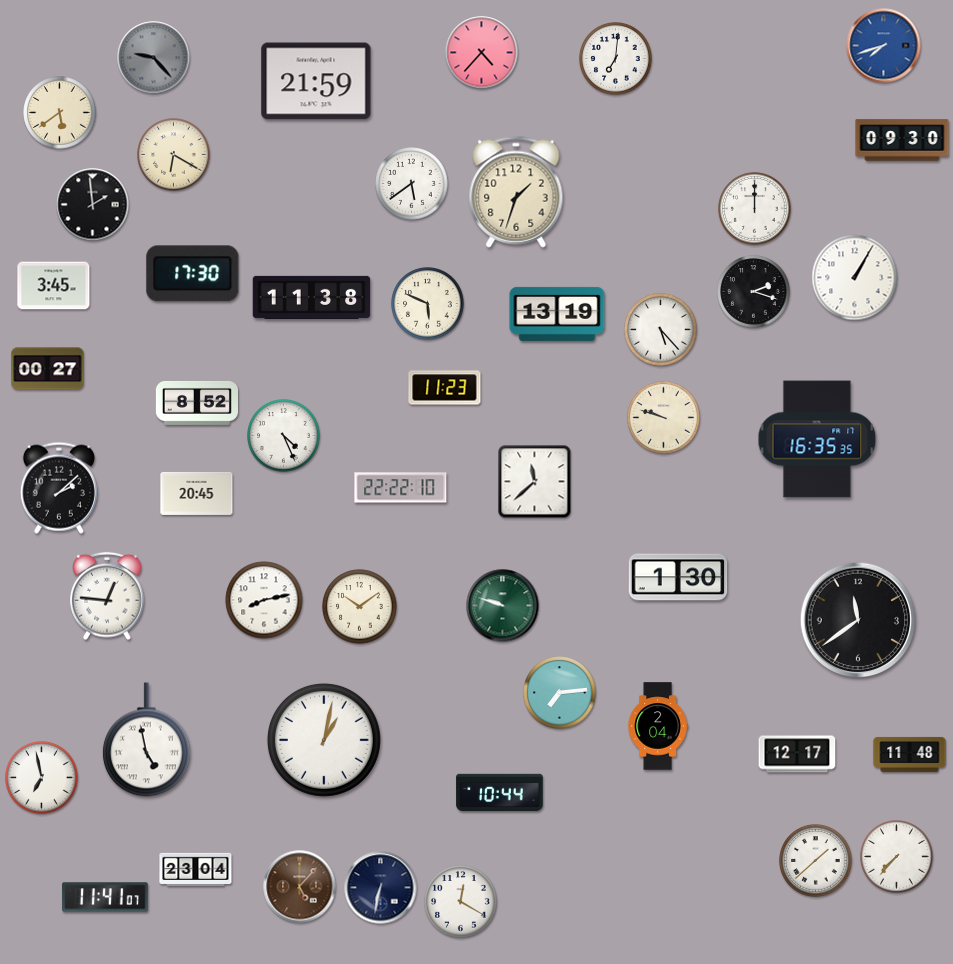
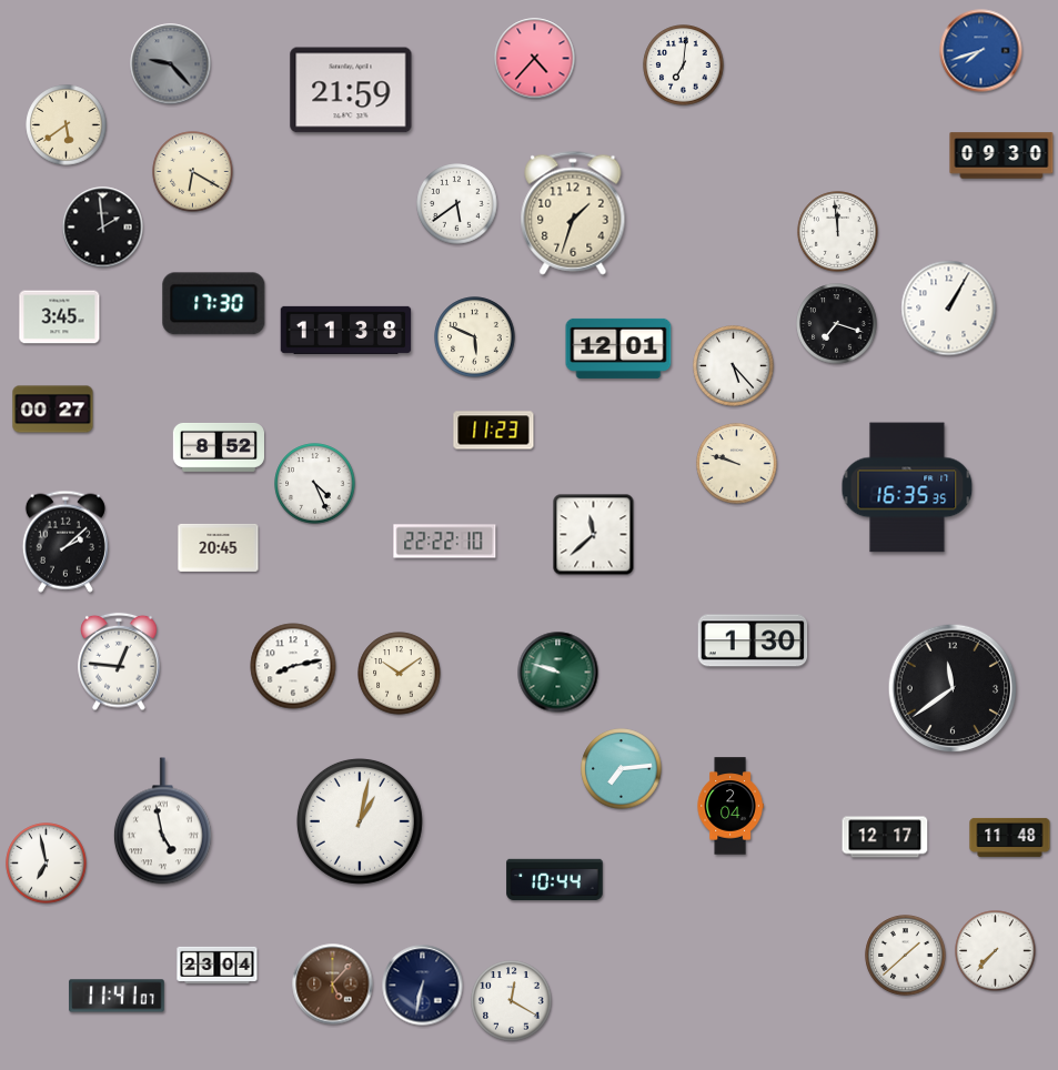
clock at (755, 209): 12:00 -> 11:59
clock at (754, 292): 2:18 -> 7:18
clock at (557, 314): 13:19 -> 12:01
